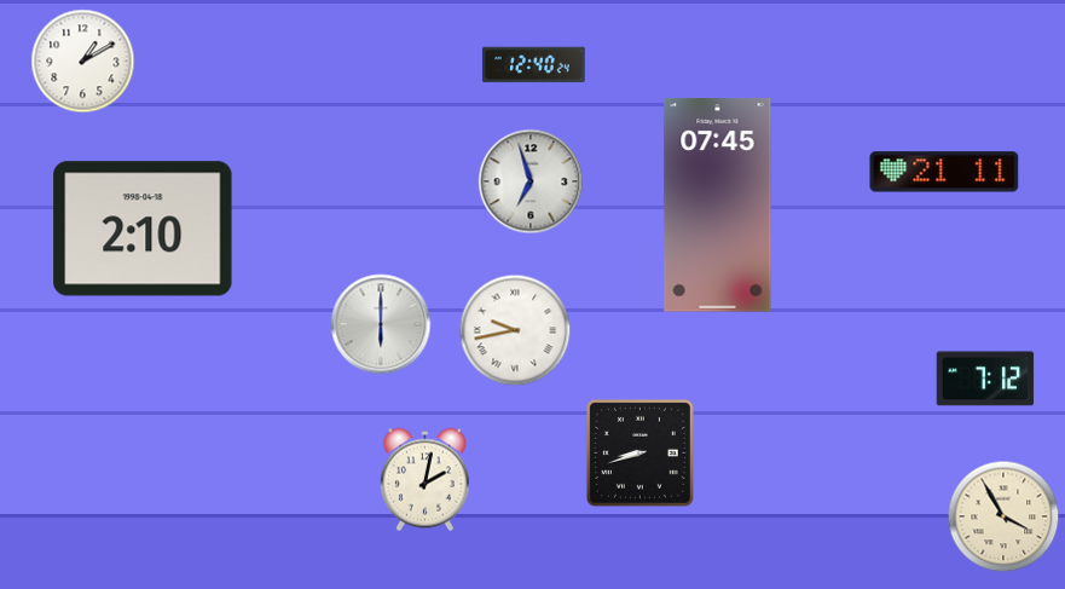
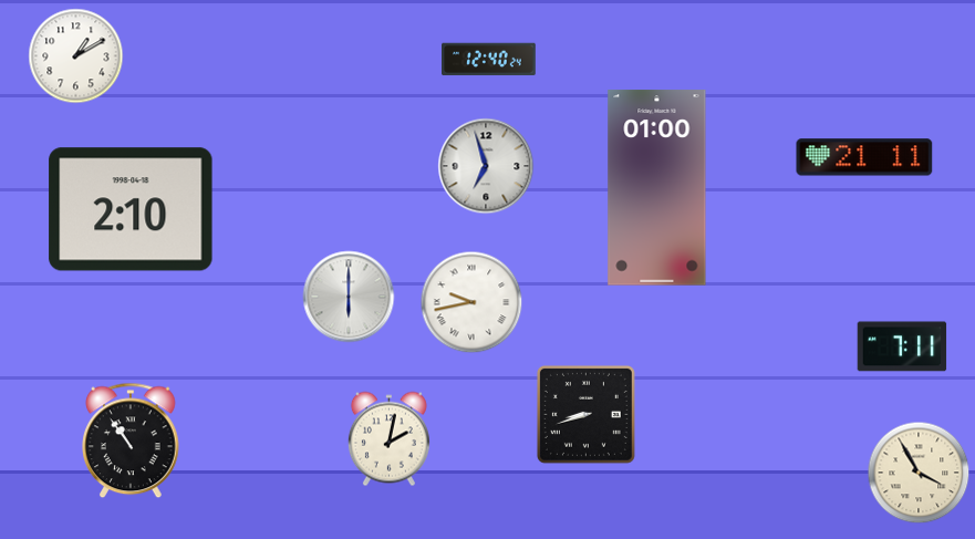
clock at (718, 206): 07:45 -> 01:00
clock at (985, 379): 7:12 -> 7:11
clock at (131, 440): none -> 10:54
